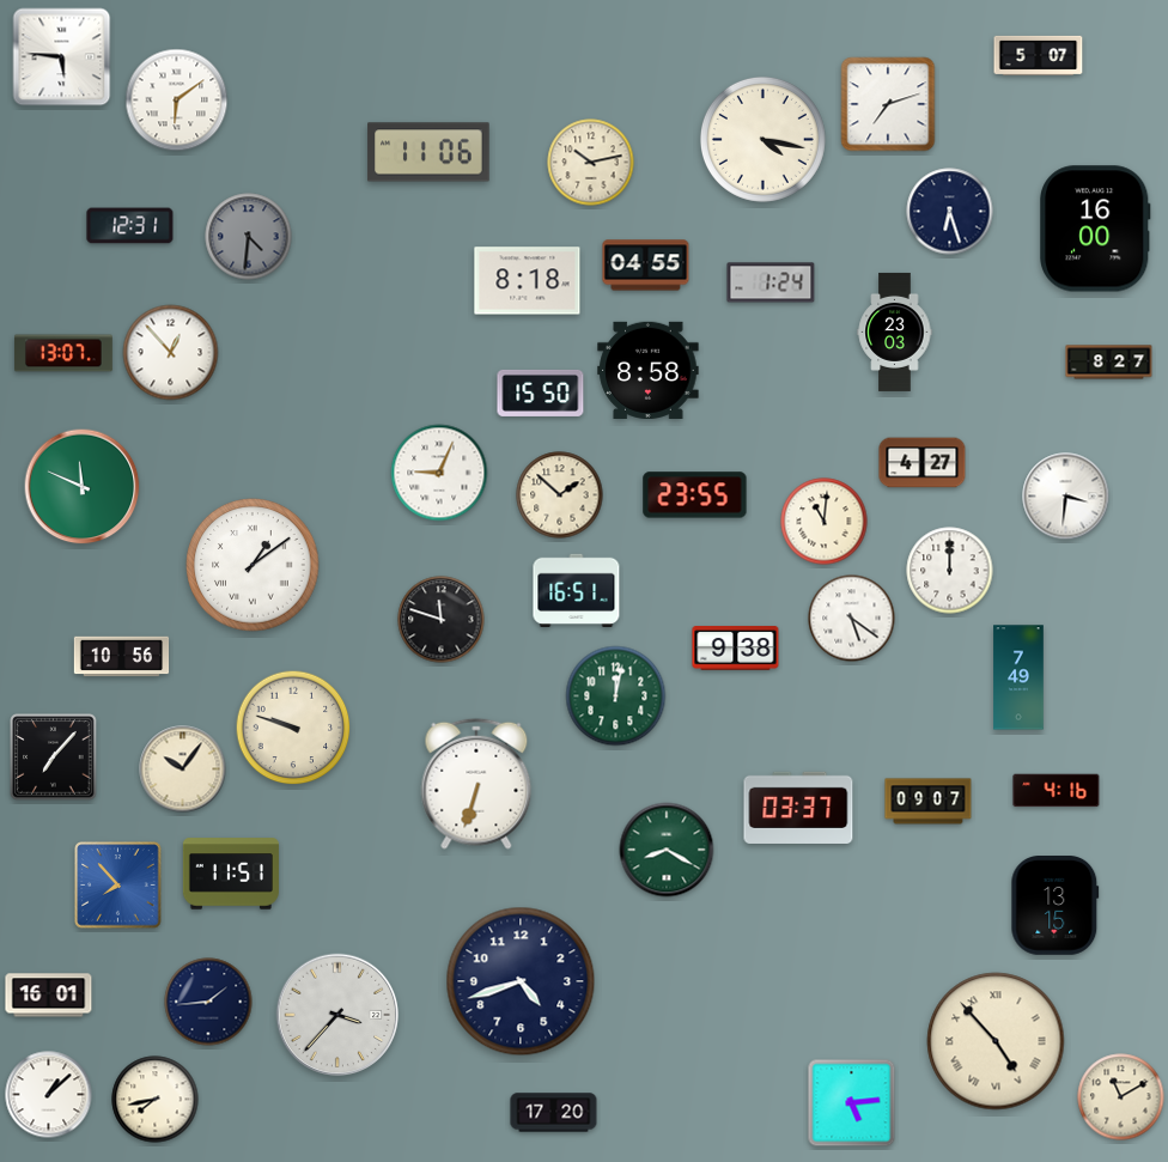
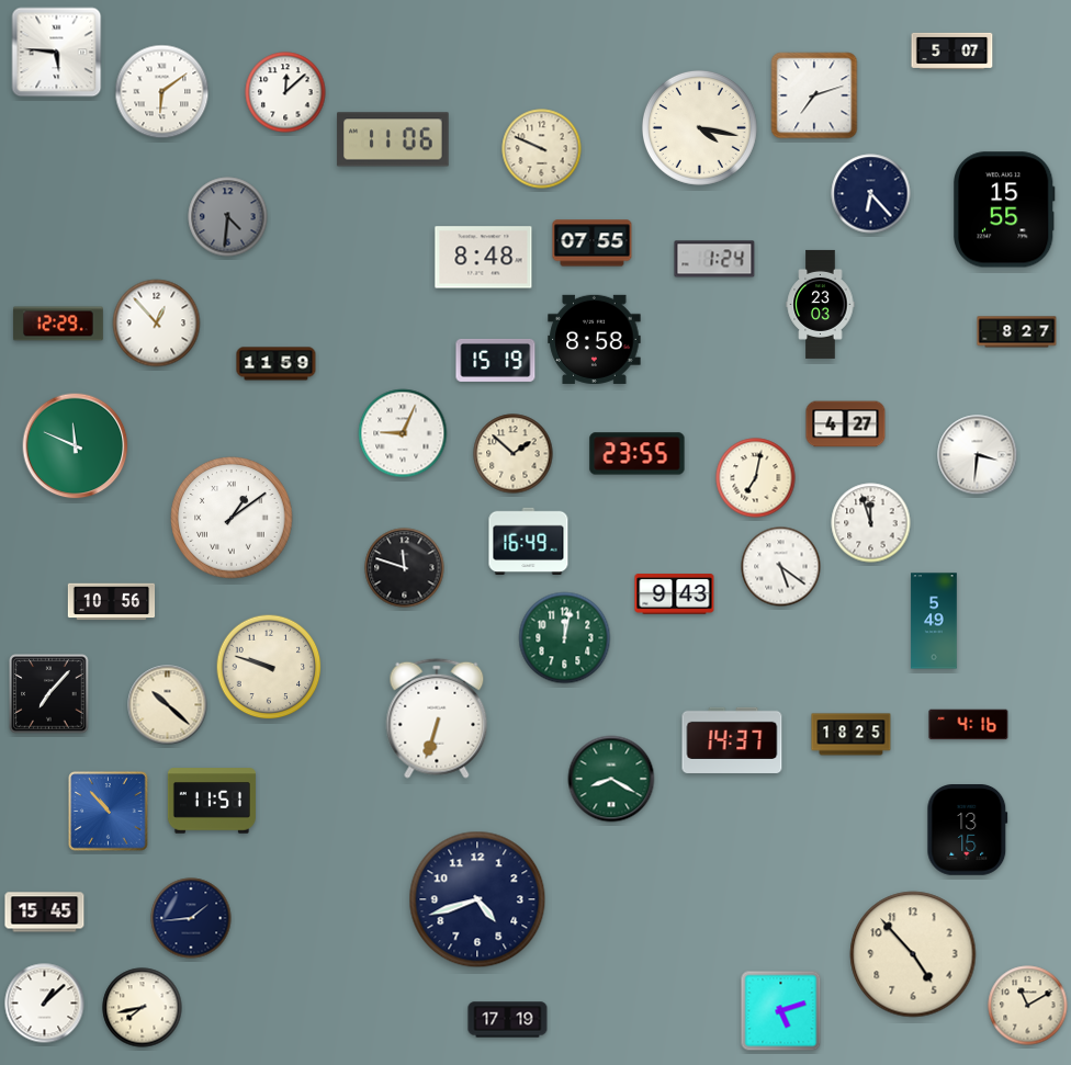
clock at (285, 92): none -> 12:08
clock at (591, 163): 10:13 -> 9:49
clock at (950, 212): 6:27 -> 6:23
clock at (130, 226): 12:31 -> none
clock at (1096, 229): 16:00 -> 15:55
clock at (646, 266): 04:55 -> 07:55
clock at (528, 281): 8:18 -> 8:48
clock at (771, 282) position: (771, 282) -> (714, 259)
clock at (63, 353): 13:07 -> 12:29
clock at (541, 393): 15:50 -> 15:19
clock at (277, 364): none -> 11:59
clock at (825, 522): 11:01 -> 7:02
clock at (950, 571): 12:00 -> 11:57
clock at (577, 590): 16:51 -> 16:49
clock at (736, 649): 9:38 -> 9:43
clock at (1018, 677): 7:49 -> 5:49
clock at (183, 769): 10:06 -> 10:22
clock at (929, 802): 09:07 -> 18:25
clock at (798, 808): 03:37 -> 14:37
clock at (118, 886): 7:53 -> 10:53
clock at (49, 996): 16:01 -> 15:45
clock at (337, 1015): 3:37 -> none
clock at (996, 1041) numerals: Roman -> Arabic
clock at (852, 1103): 5:14 -> 5:12
clock at (554, 1113): 17:20 -> 17:19
